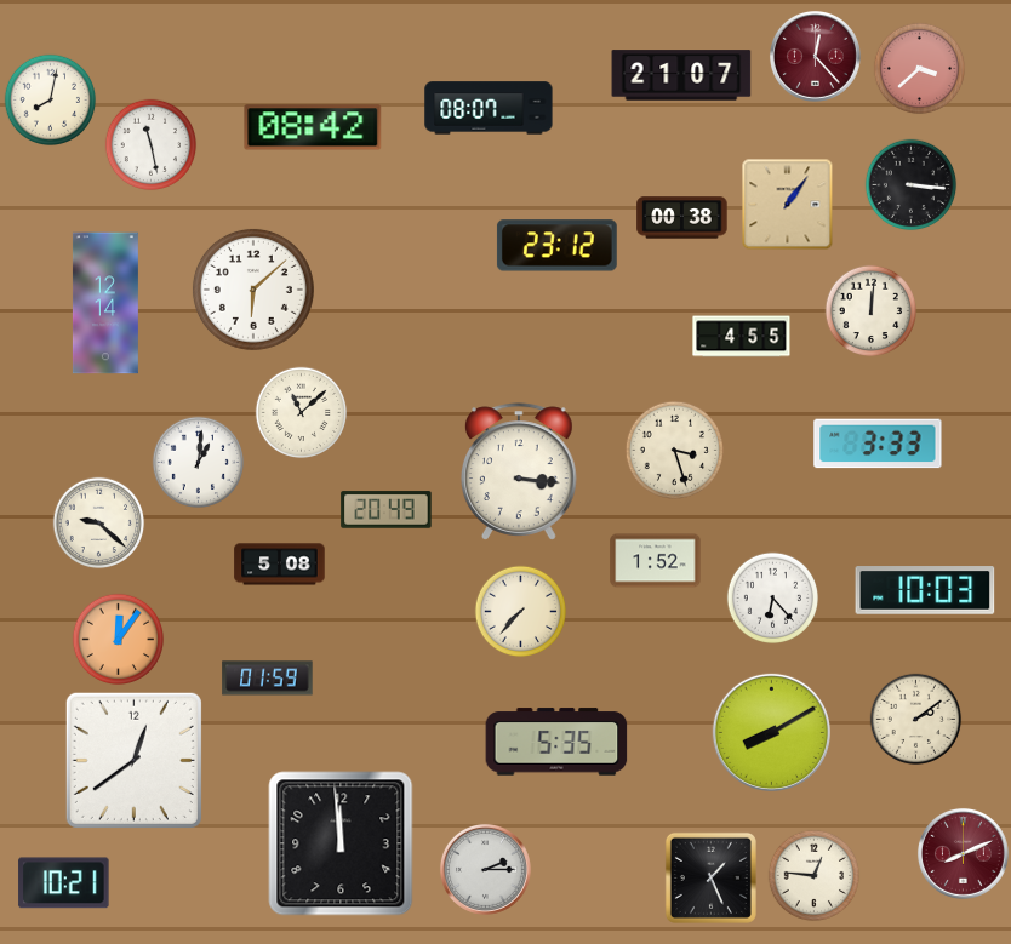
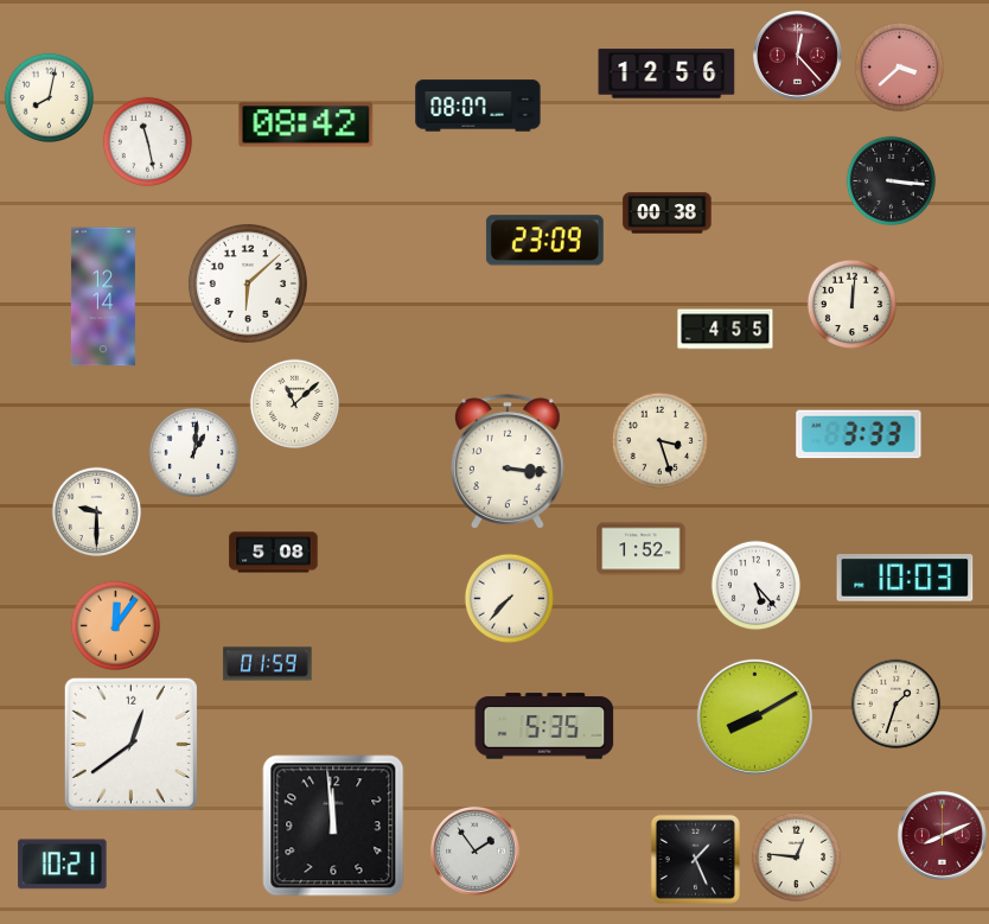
clock at (681, 75): 21:07 -> 12:56
clock at (788, 205): 1:06 -> none
clock at (556, 246): 23:12 -> 23:09
clock at (387, 510): 20:49 -> none
clock at (99, 524): 9:22 -> 9:30
clock at (773, 599): 6:23 -> 5:23
clock at (268, 679) position: (268, 679) -> (268, 664)
clock at (916, 720): 2:09 -> 1:33
clock at (485, 869): 2:15 -> 1:54
